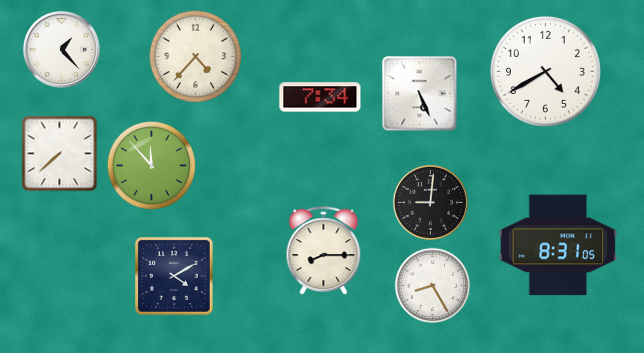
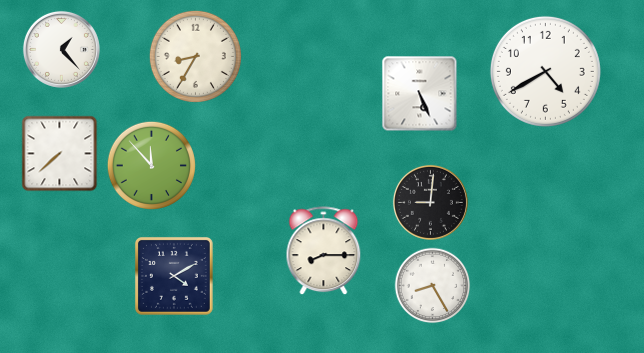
clock at (195, 56): 4:37 -> 8:35
clock at (320, 97): 7:34 -> none
clock at (558, 245): 8:31 -> none
